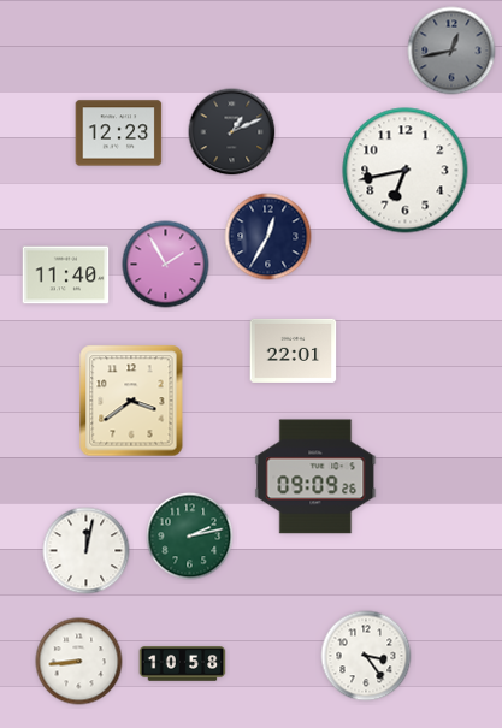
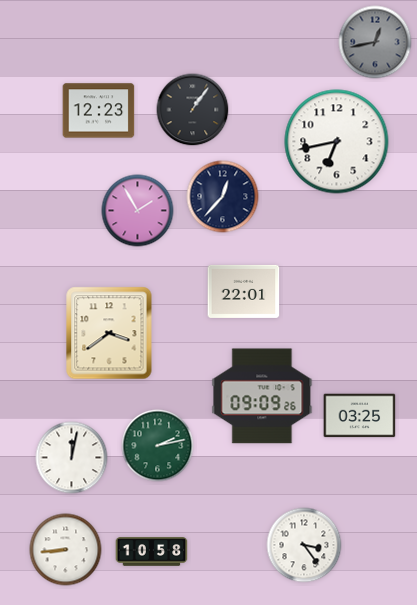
clock at (232, 132): 1:11 -> 1:06
clock at (268, 237): 12:35 -> 12:37
clock at (166, 265) position: (166, 265) -> (138, 211)
clock at (66, 276): 11:40 -> none
clock at (360, 416): none -> 03:25
